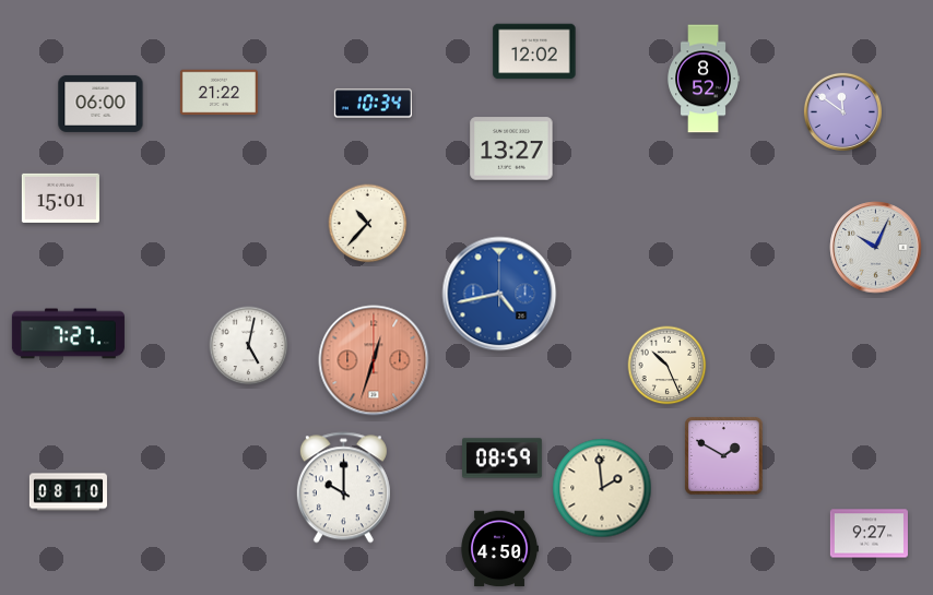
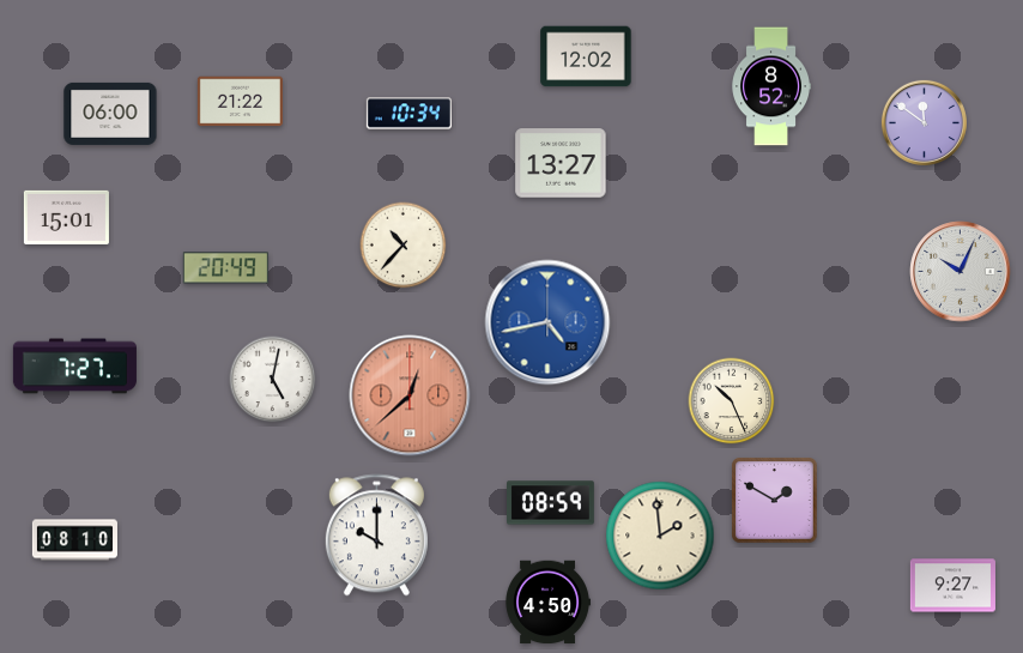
clock at (225, 268): none -> 20:49
clock at (374, 360): 12:33 -> 12:38
clock at (724, 456) position: (724, 456) -> (775, 501)
